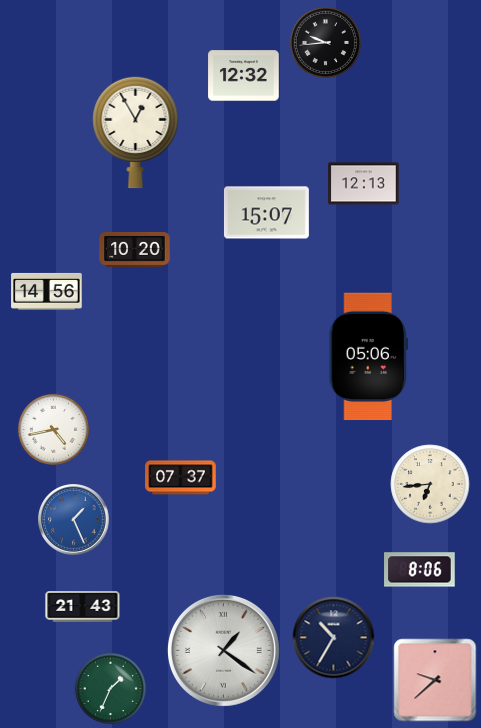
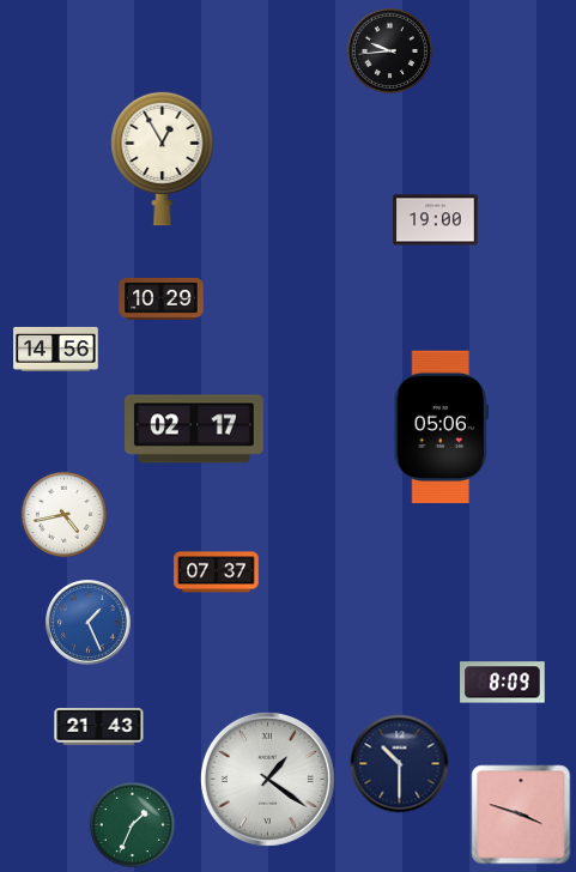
clock at (244, 76): 12:32 -> none
clock at (364, 184): 12:13 -> 19:00
clock at (266, 213): 15:07 -> none
clock at (135, 249): 10:20 -> 10:29
clock at (195, 429): none -> 02:17
clock at (430, 484): 6:44 -> none
clock at (420, 570): 8:06 -> 8:09
clock at (334, 638): 10:35 -> 10:30
clock at (435, 680): 9:38 -> 3:48
